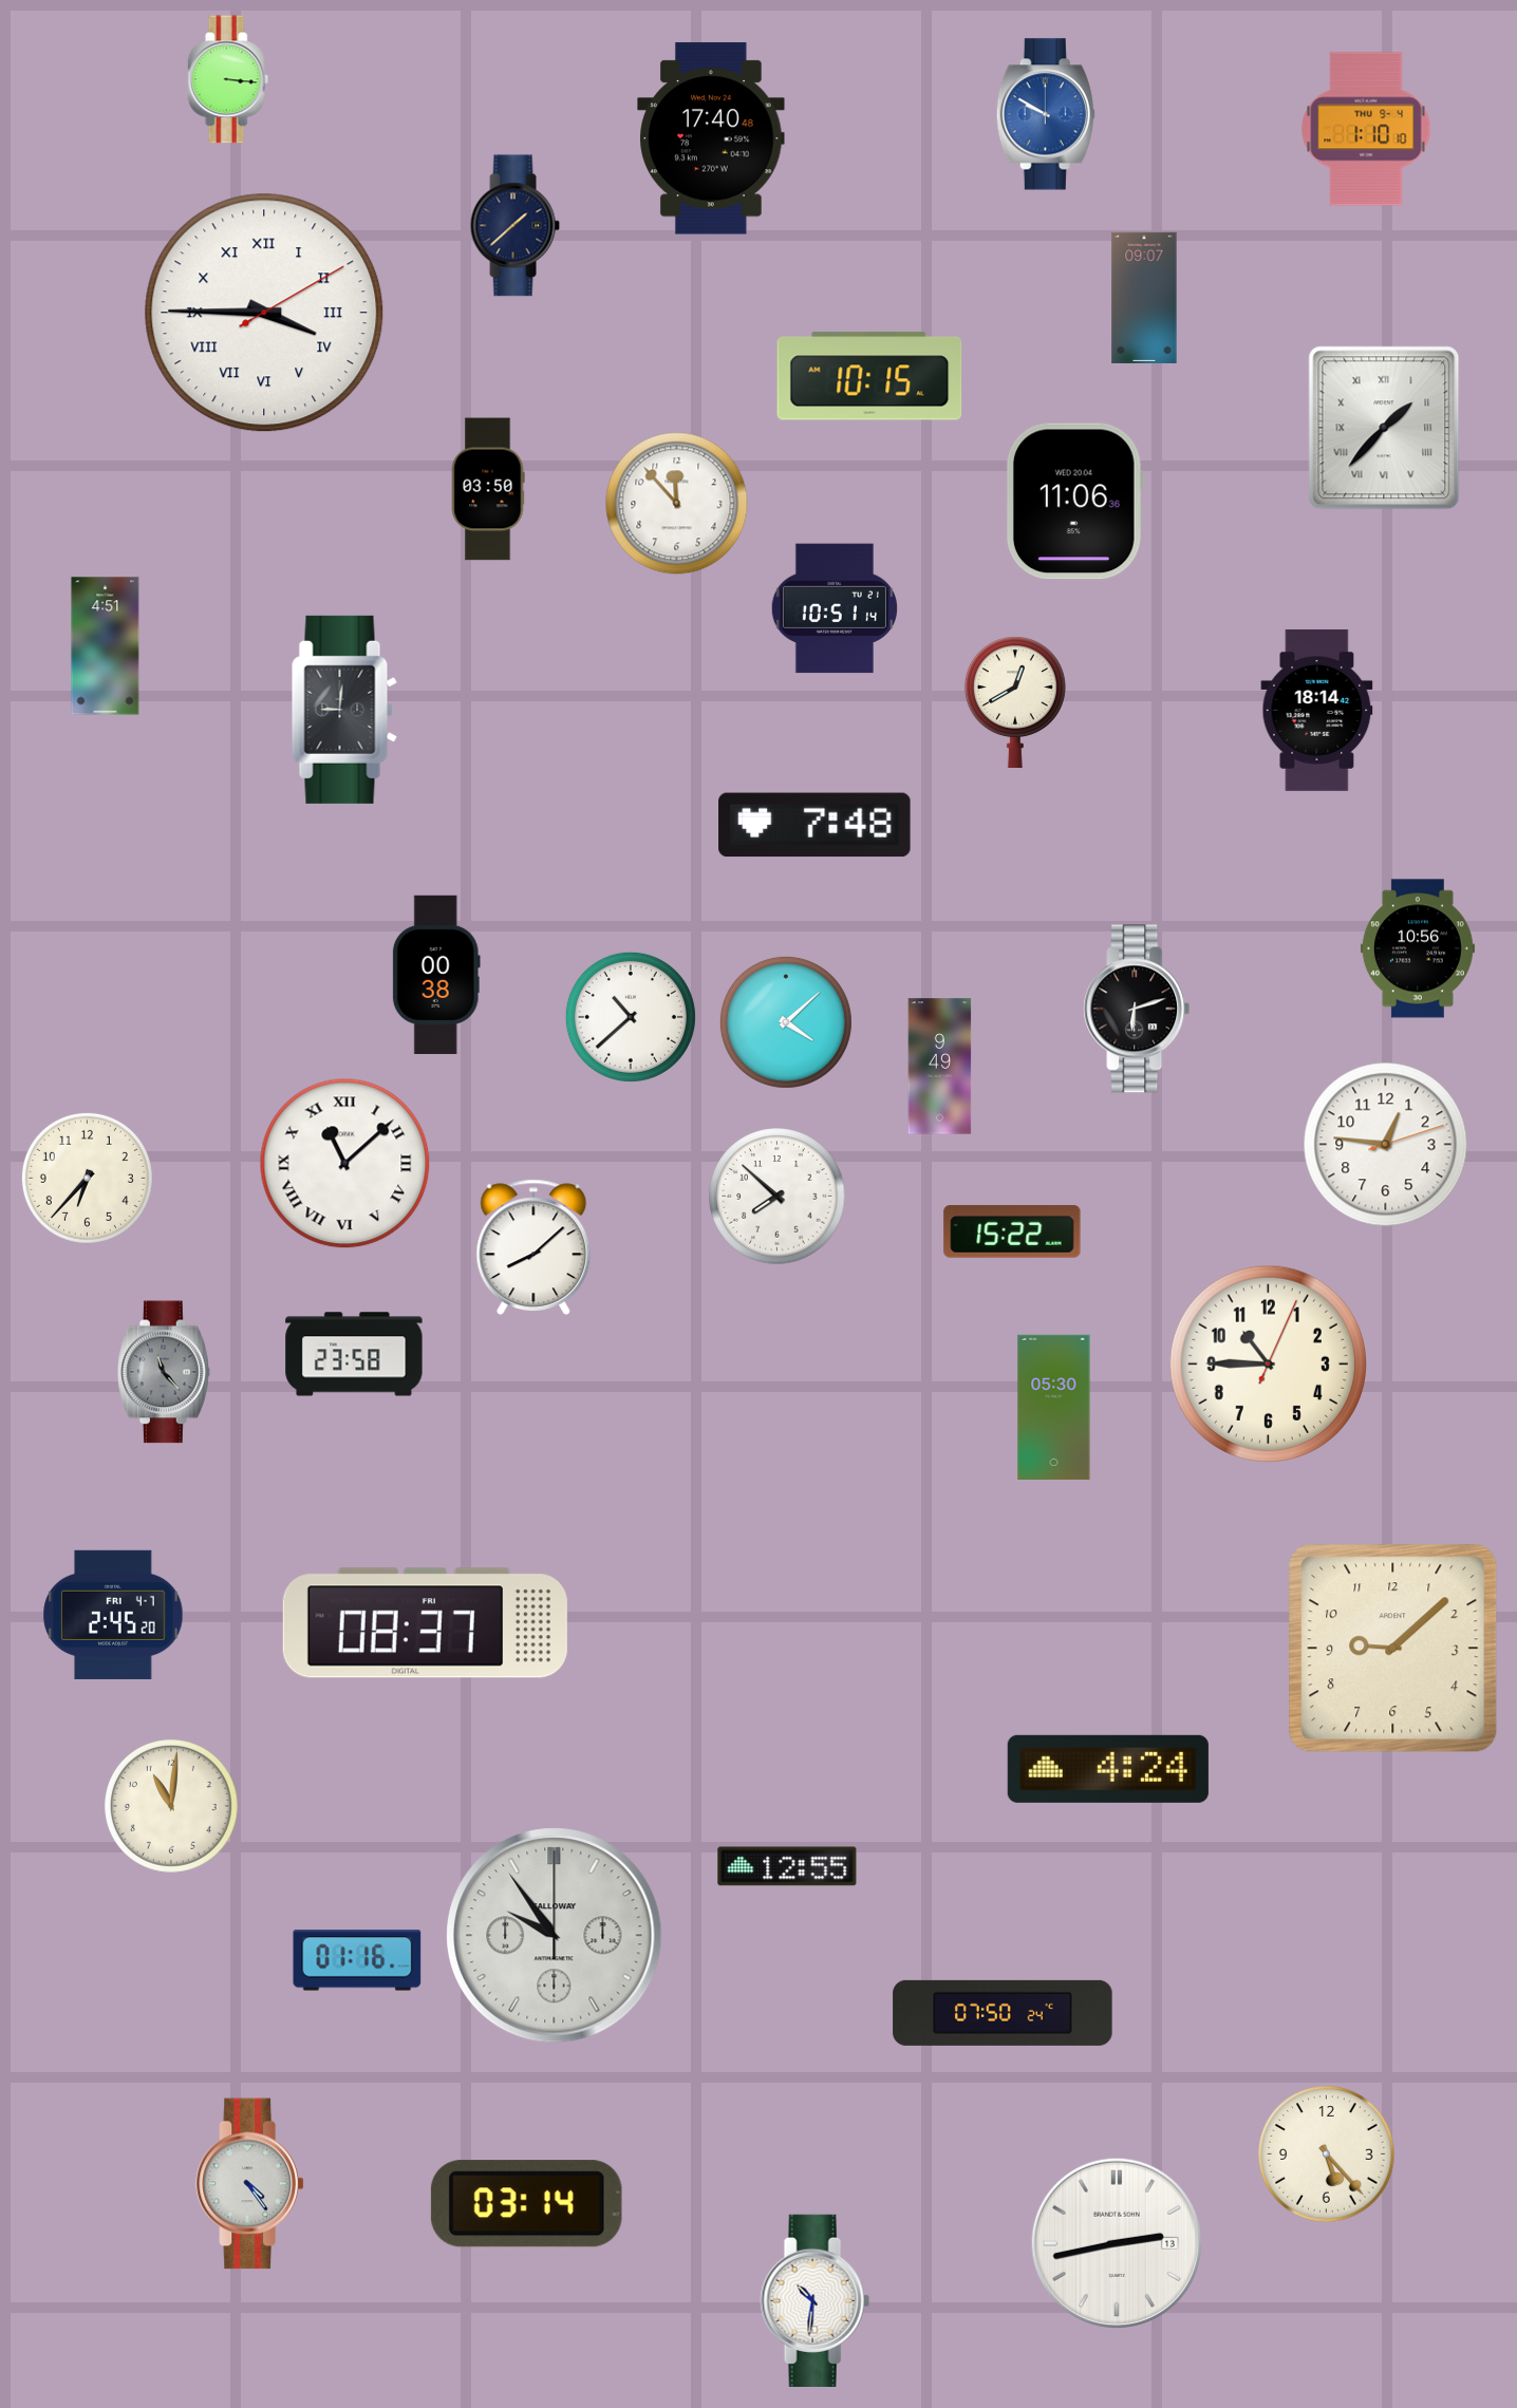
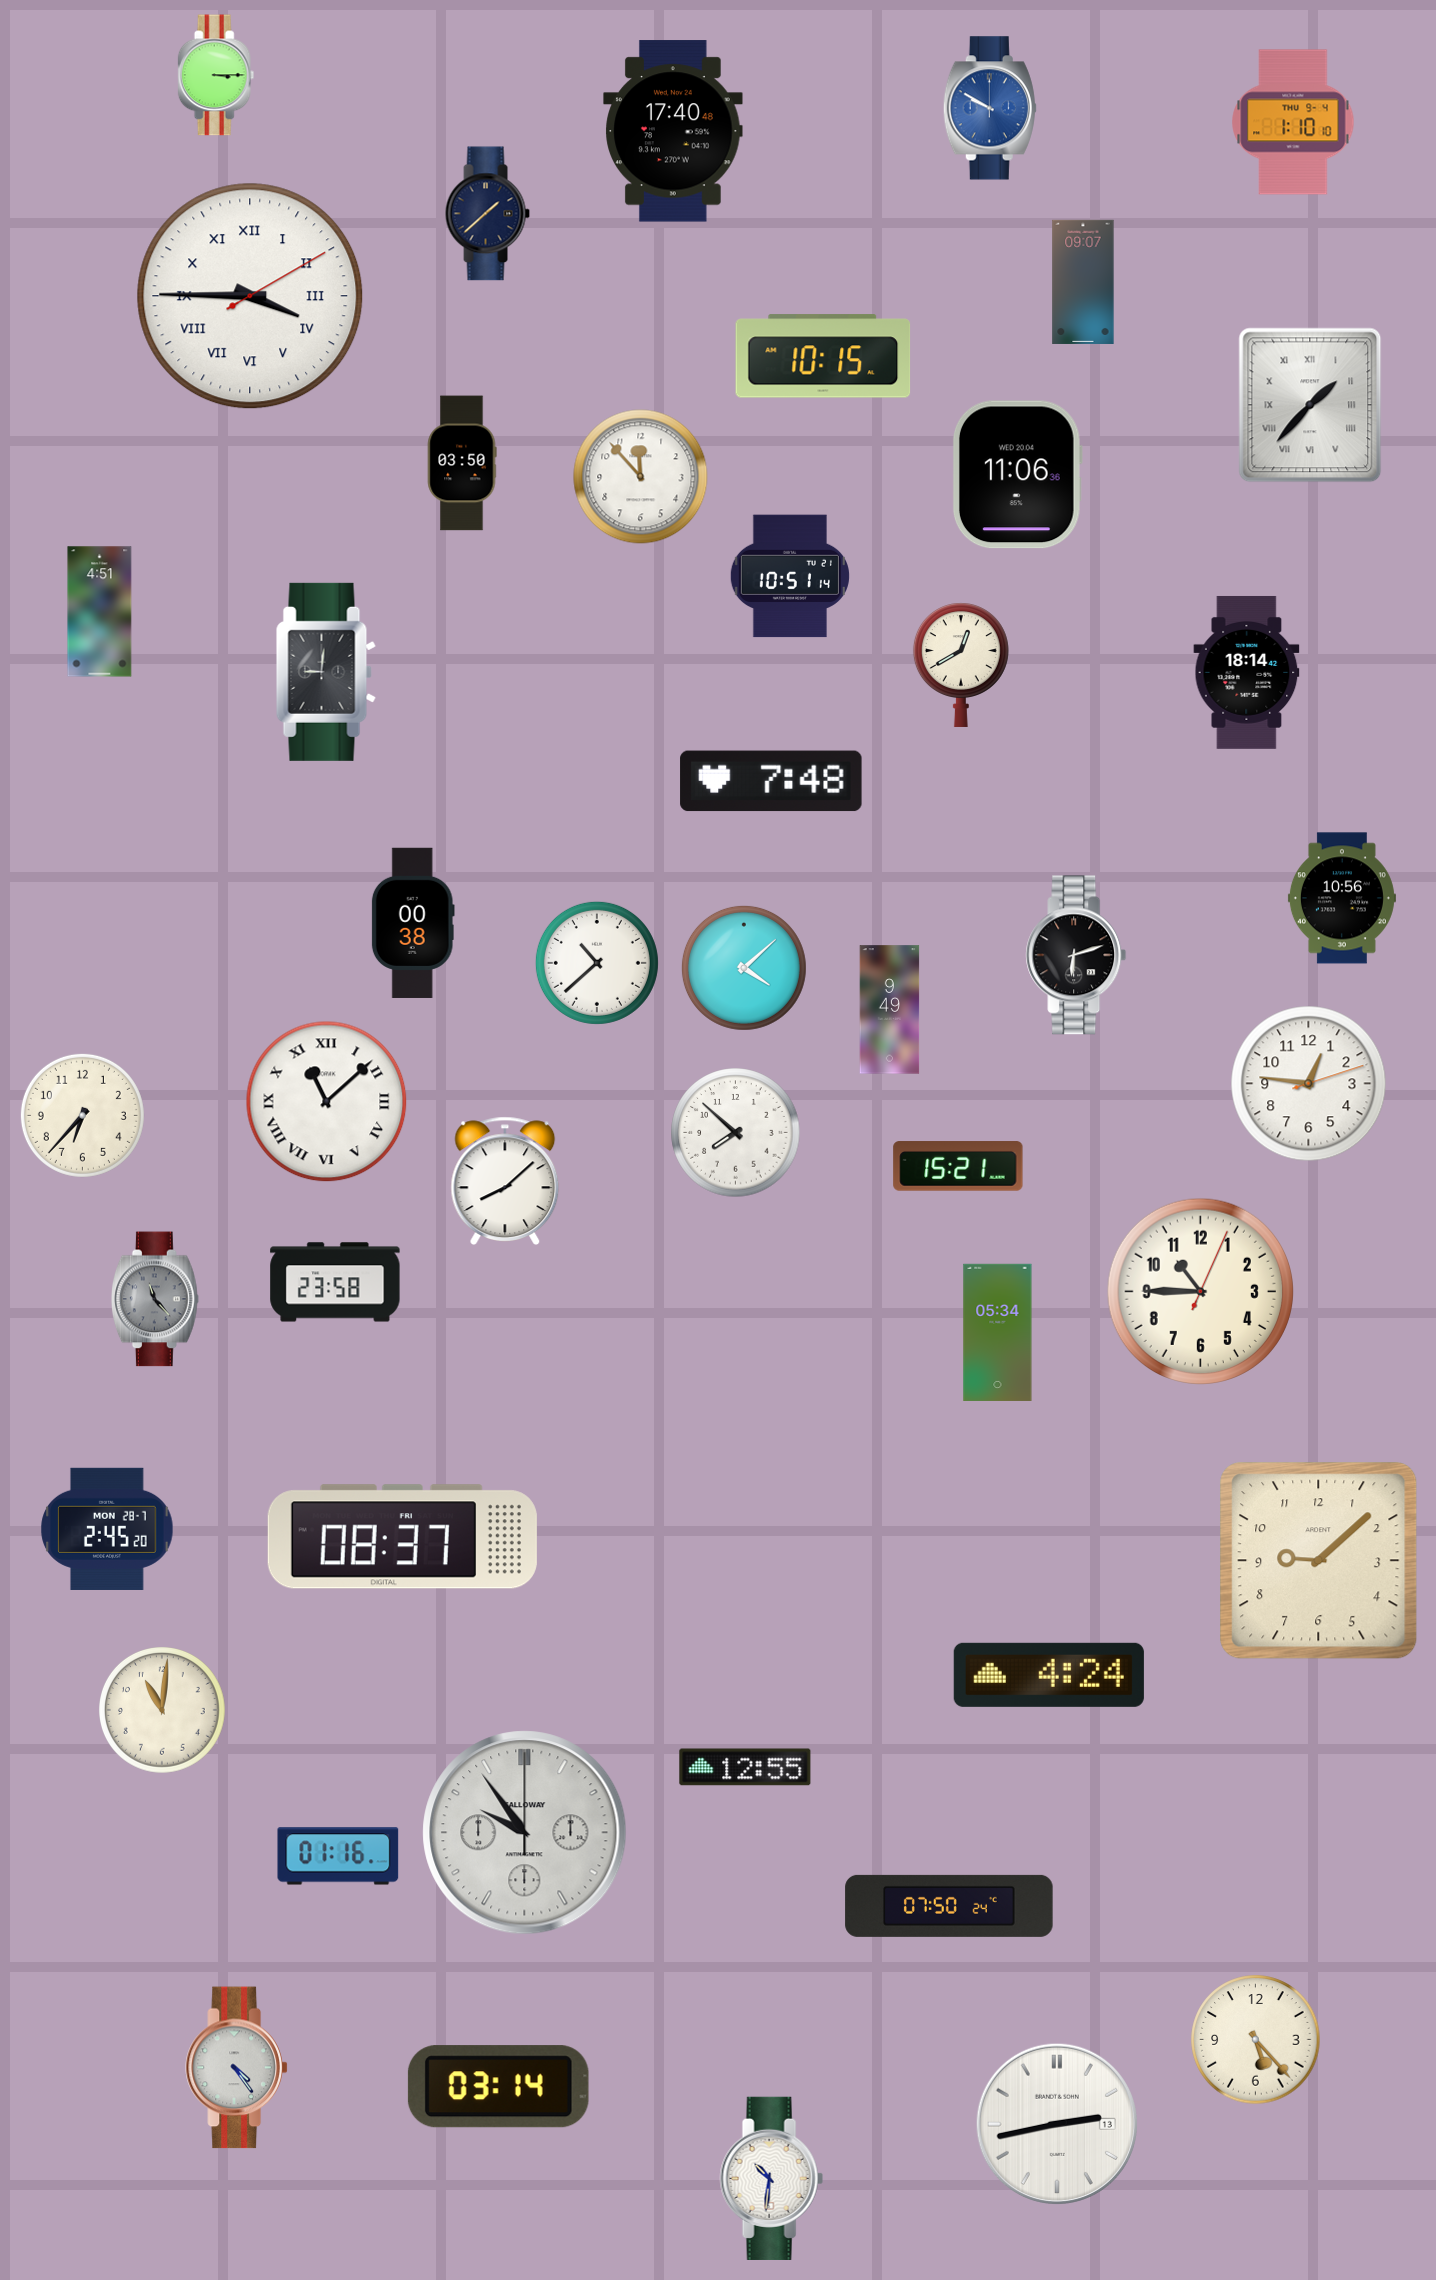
clock at (228, 79): 3:16 -> 3:15
clock at (1386, 1145) position: (1386, 1145) -> (1309, 1084)
clock at (1012, 1231): 15:22 -> 15:21
clock at (1054, 1407): 05:30 -> 05:34
clock at (113, 1615) date: FRI 4-7 -> MON 28-7
